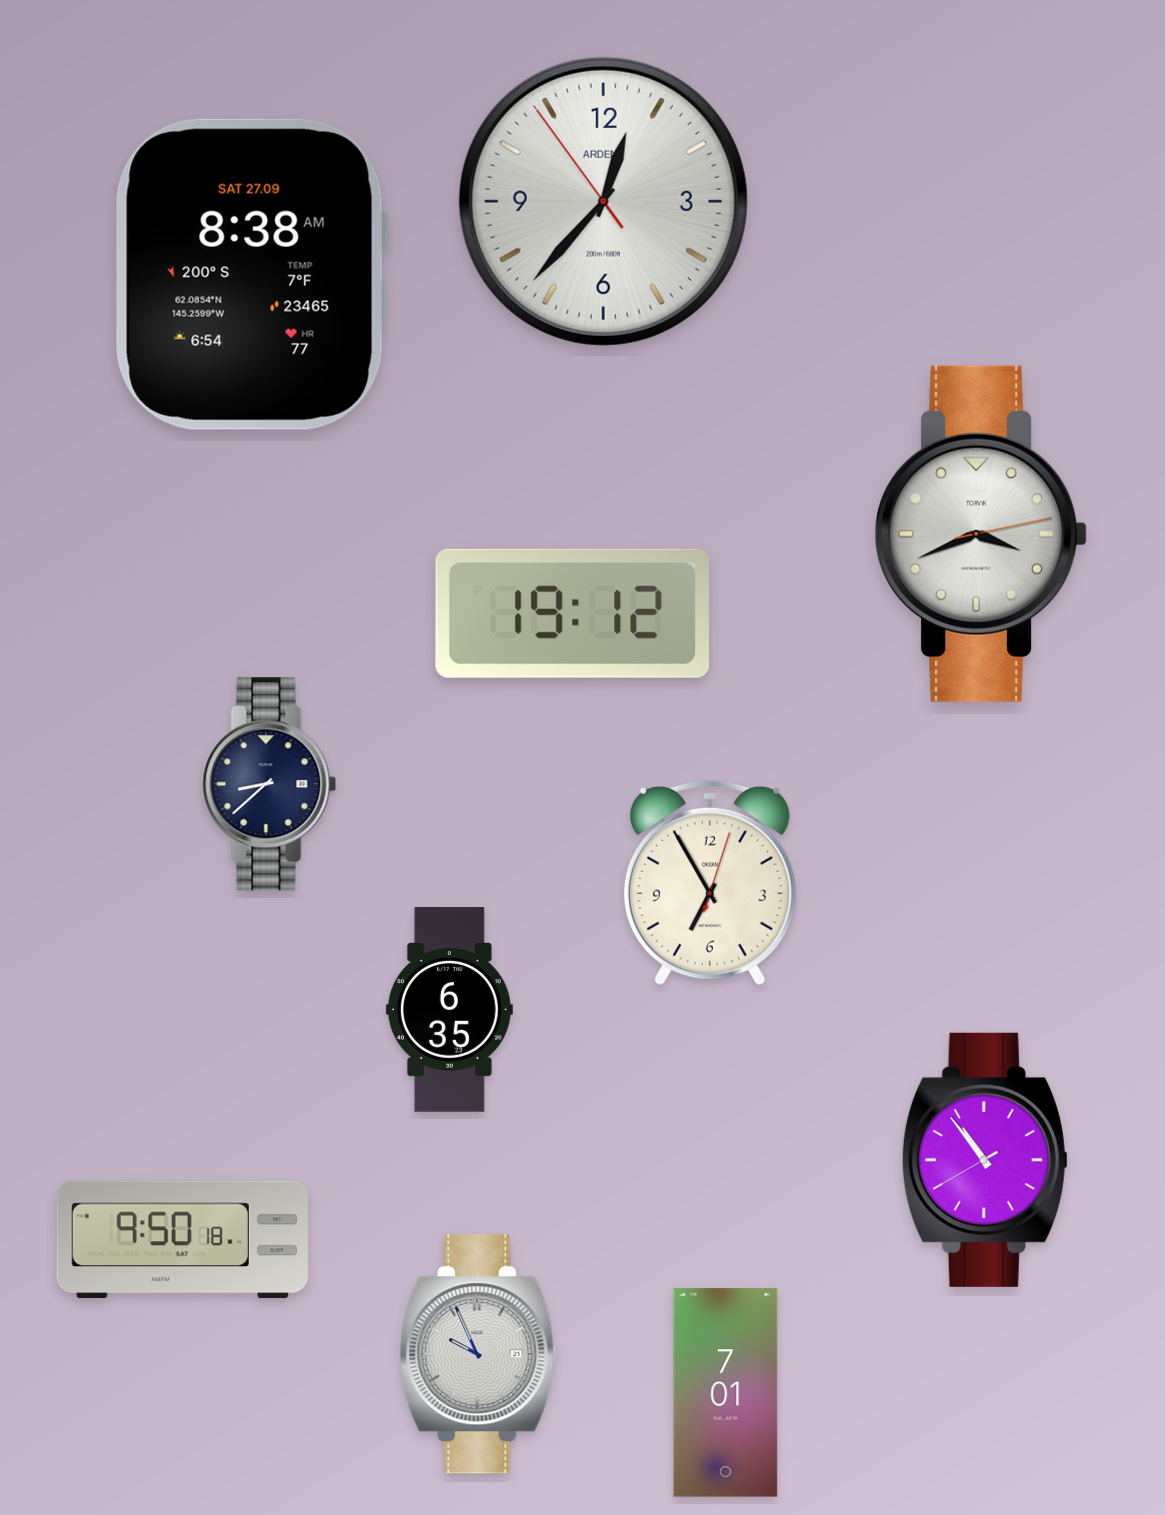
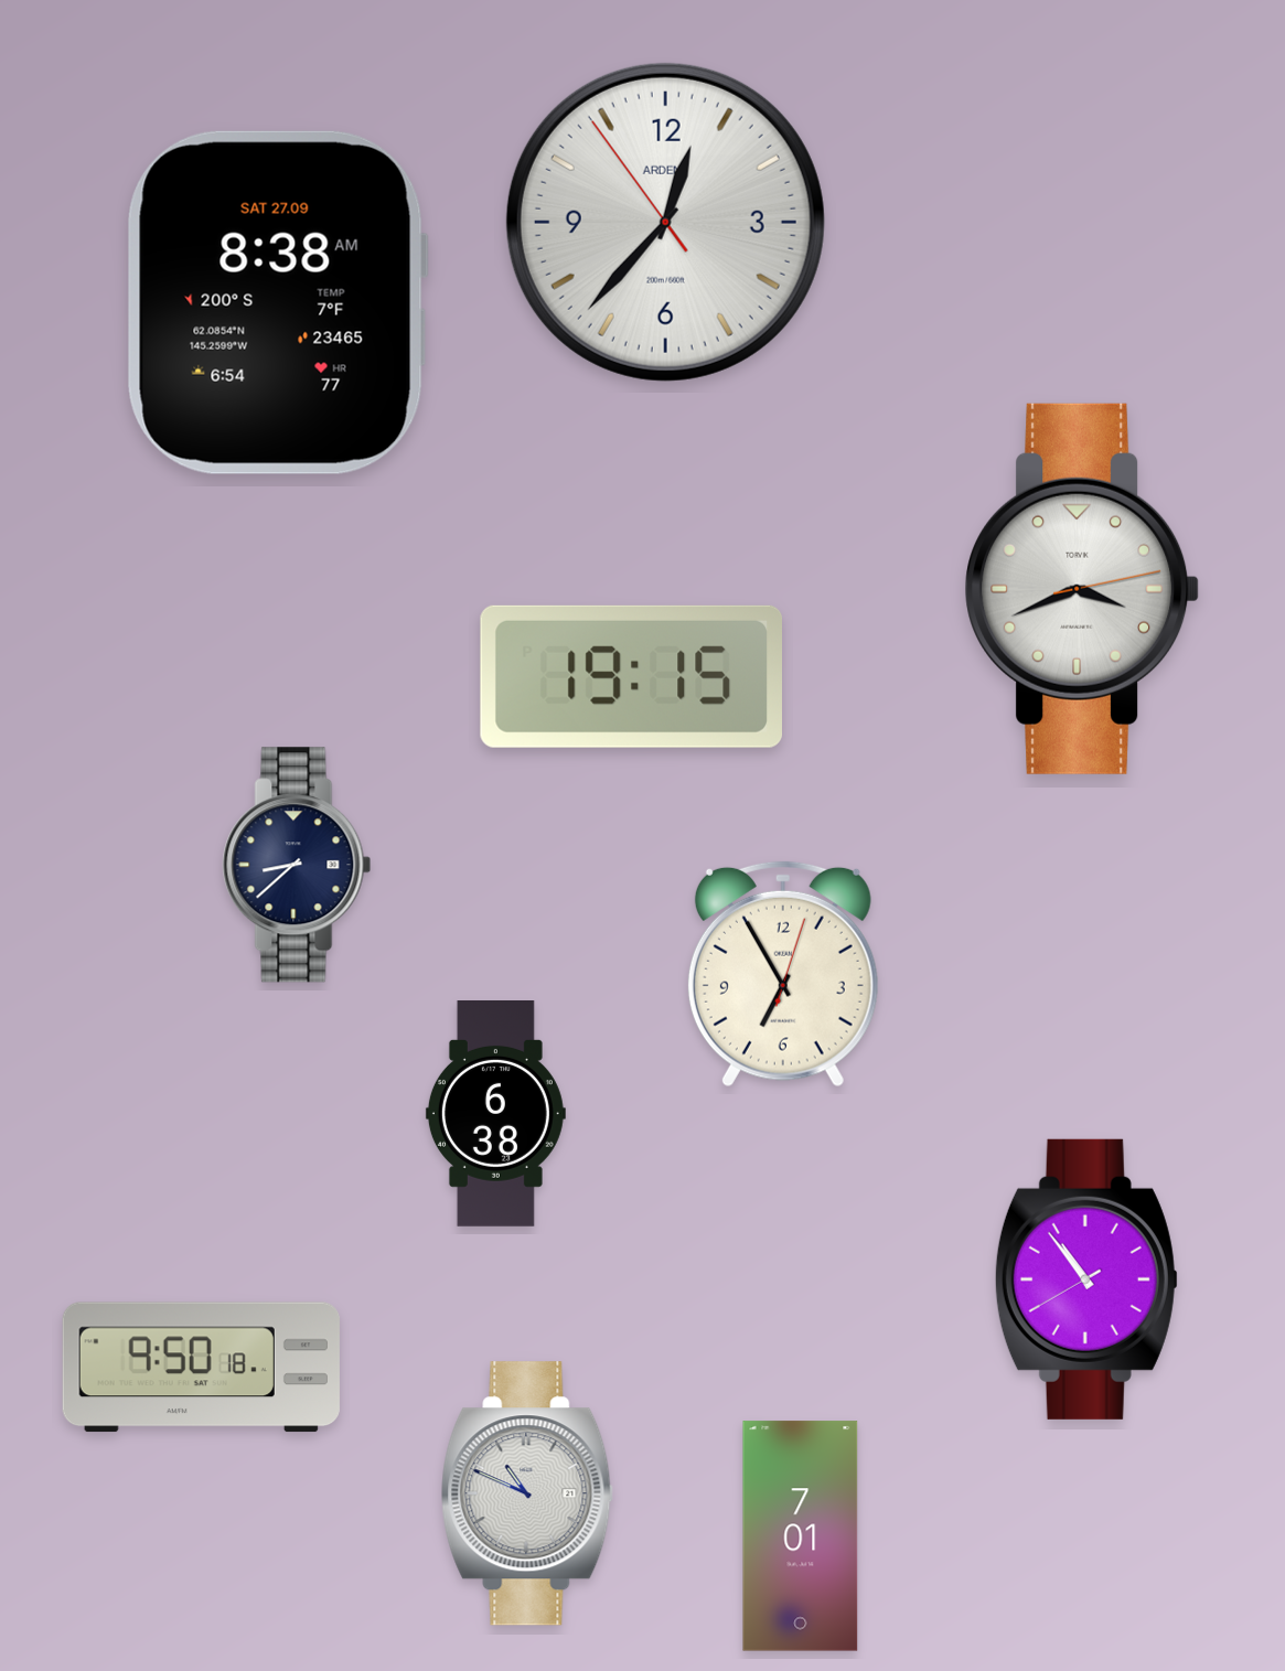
clock at (572, 613): 19:12 -> 19:15
clock at (449, 1010): 6:35 -> 6:38
clock at (478, 1354): 9:56 -> 10:49
